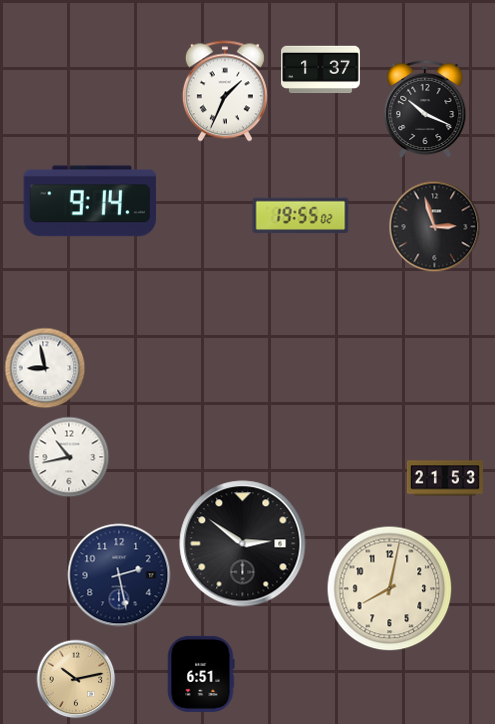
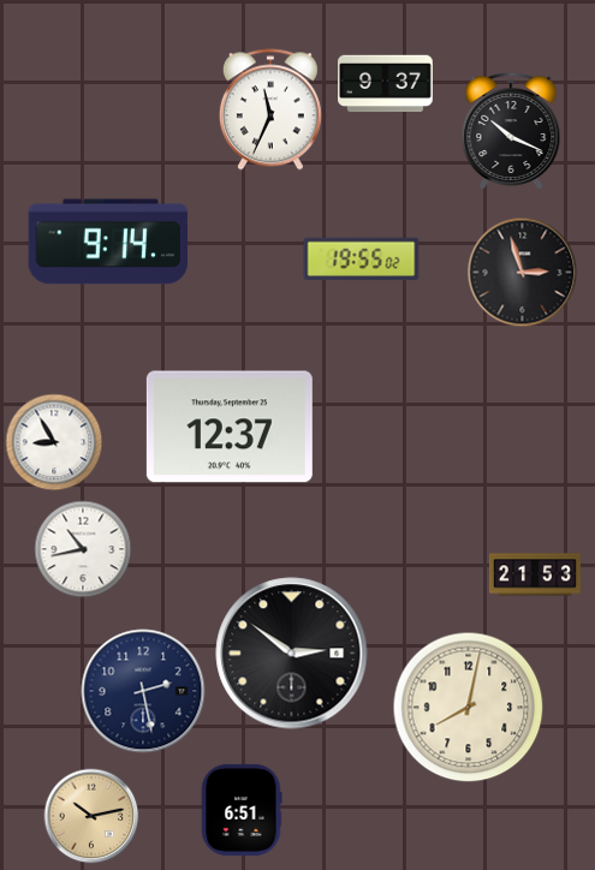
clock at (321, 70): 1:37 -> 9:37
clock at (225, 91): 1:34 -> 11:34
clock at (230, 427): none -> 12:37
clock at (45, 368): 8:58 -> 8:55
